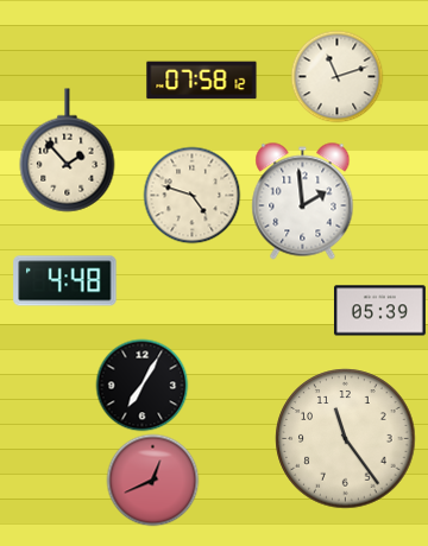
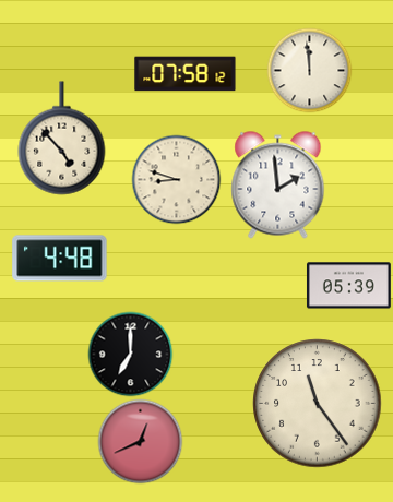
clock at (336, 76): 11:12 -> 11:59
clock at (68, 151): 1:53 -> 4:53
clock at (191, 195): 4:48 -> 8:48
clock at (141, 385): 7:05 -> 7:00
